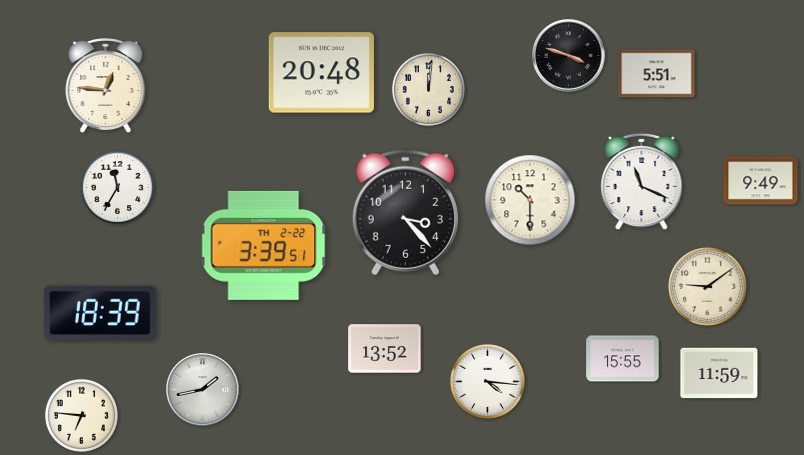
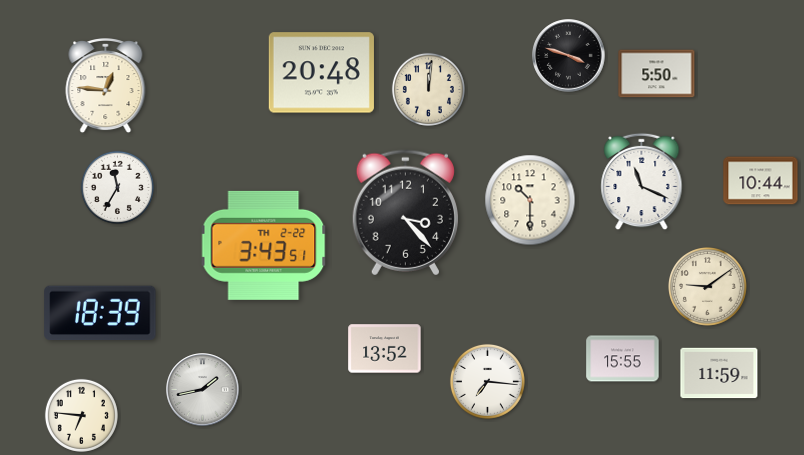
clock at (657, 74): 5:51 -> 5:50
clock at (761, 181): 9:49 -> 10:44
clock at (264, 245): 3:39 -> 3:43
clock at (487, 381): 4:16 -> 7:16
